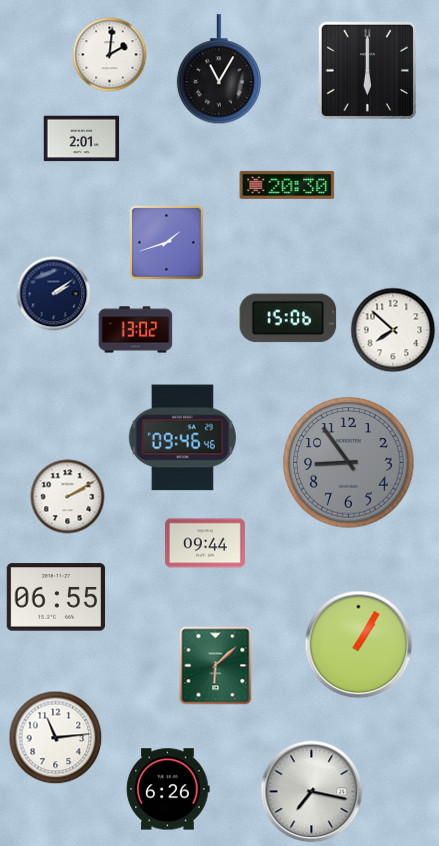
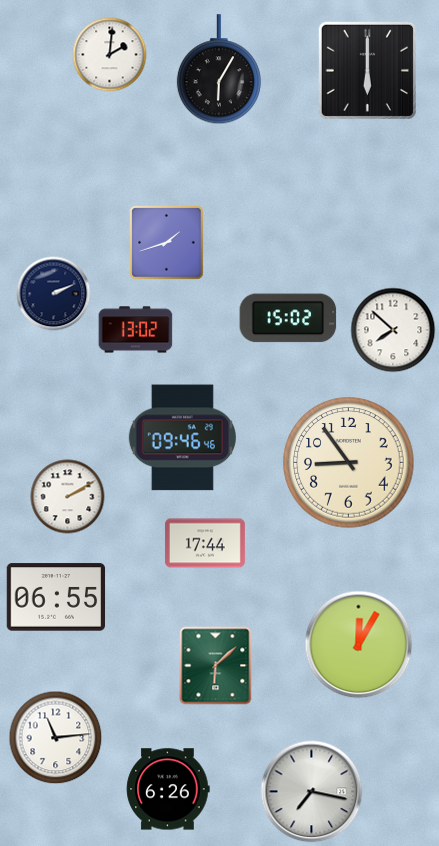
clock at (219, 70): 11:05 -> 6:05
clock at (82, 139): 2:01 -> none
clock at (287, 185): 20:30 -> none
clock at (54, 294): 2:09 -> 2:11
clock at (288, 318): 15:06 -> 15:02
clock at (349, 463) dial: grey -> cream
clock at (205, 543): 09:44 -> 17:44
clock at (359, 645): 1:05 -> 12:05
